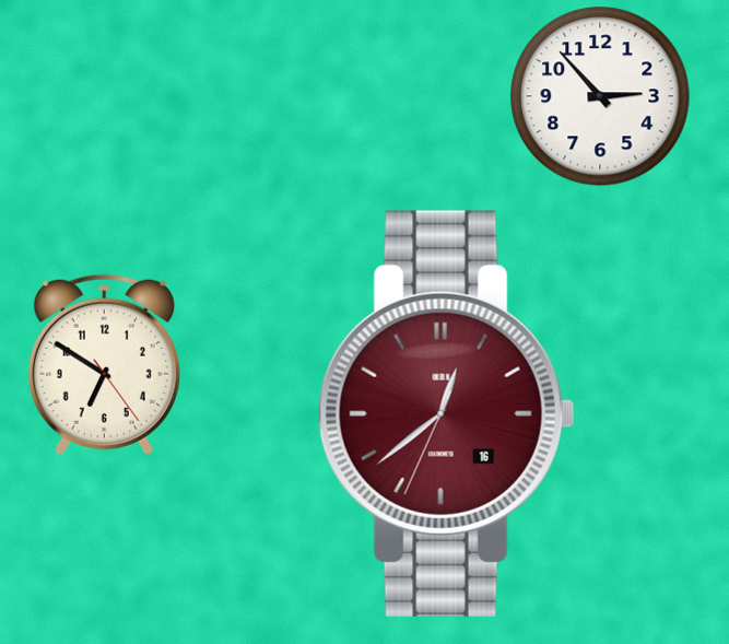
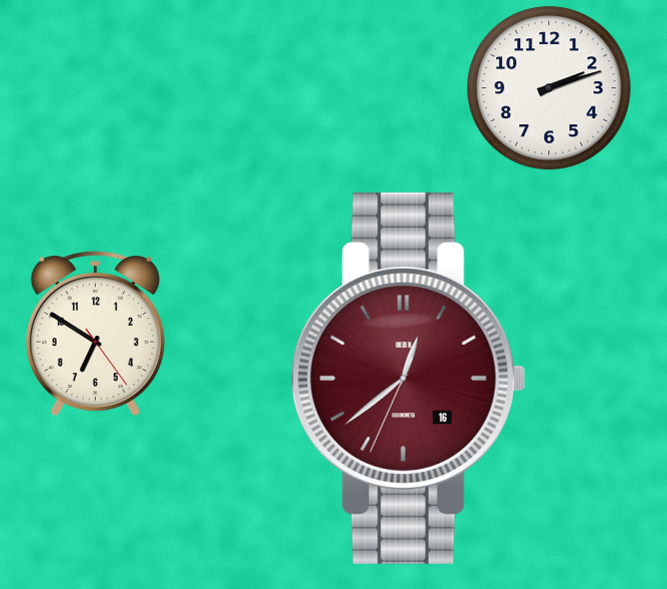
clock at (600, 96): 2:53 -> 2:12
